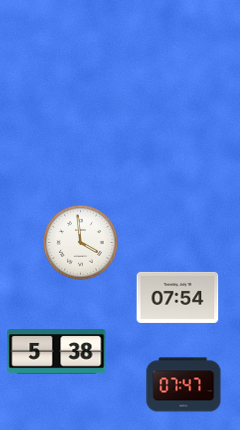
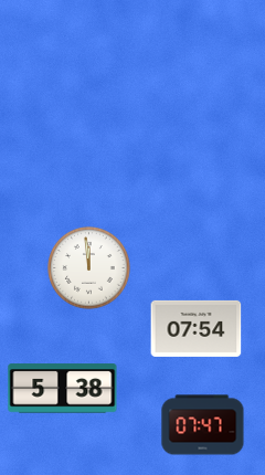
clock at (81, 243): 3:59 -> 11:59
